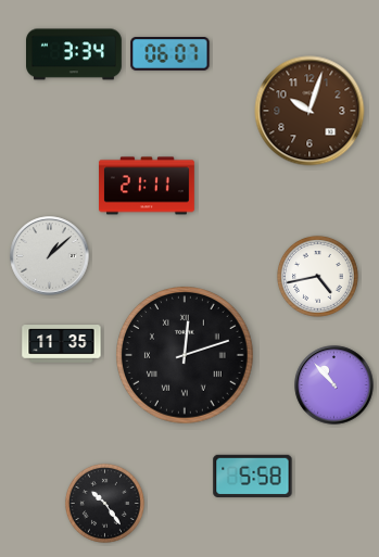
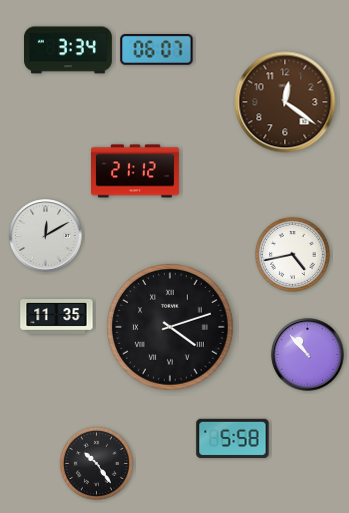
clock at (309, 111): 10:03 -> 12:21
clock at (148, 186): 21:11 -> 21:12
clock at (50, 256): 1:08 -> 12:10
clock at (186, 356): 12:12 -> 4:12
